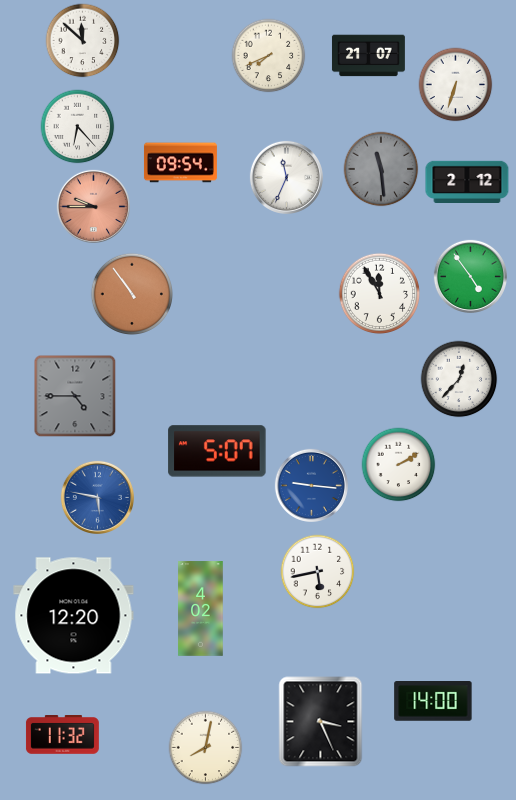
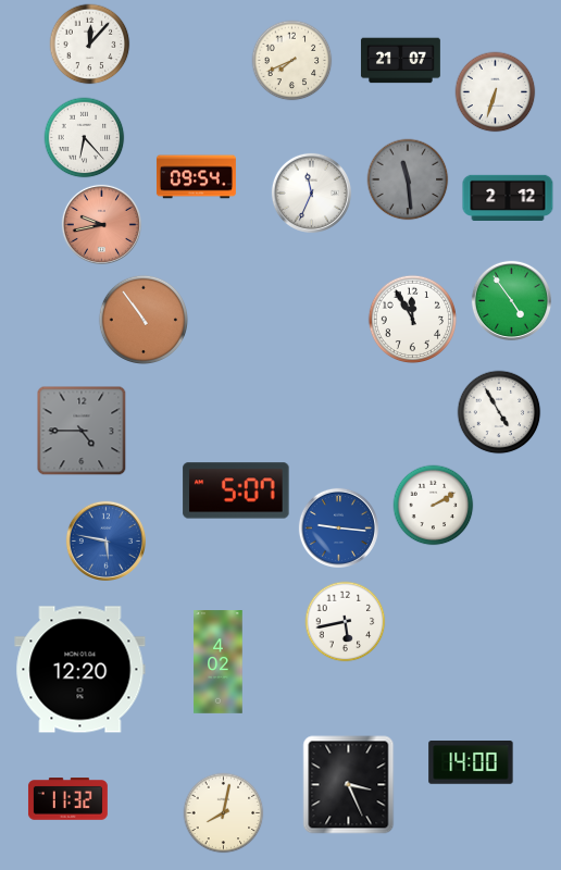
clock at (83, 41): 11:52 -> 12:07
clock at (381, 169) position: (381, 169) -> (408, 179)
clock at (93, 206): 9:45 -> 9:43
clock at (459, 379): 12:37 -> 4:55
